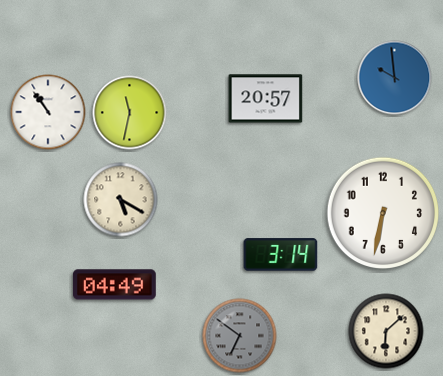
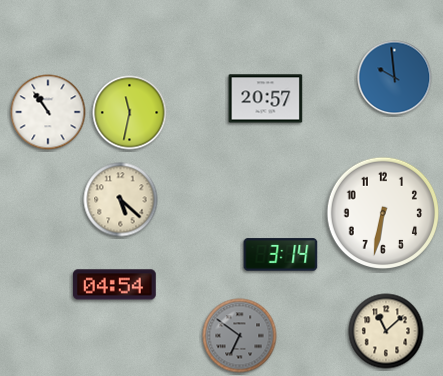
clock at (121, 200): 5:20 -> 5:22
clock at (114, 285): 04:49 -> 04:54
clock at (386, 331): 6:08 -> 11:08
